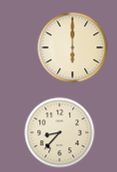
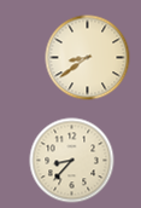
clock at (73, 48): 6:00 -> 8:39
